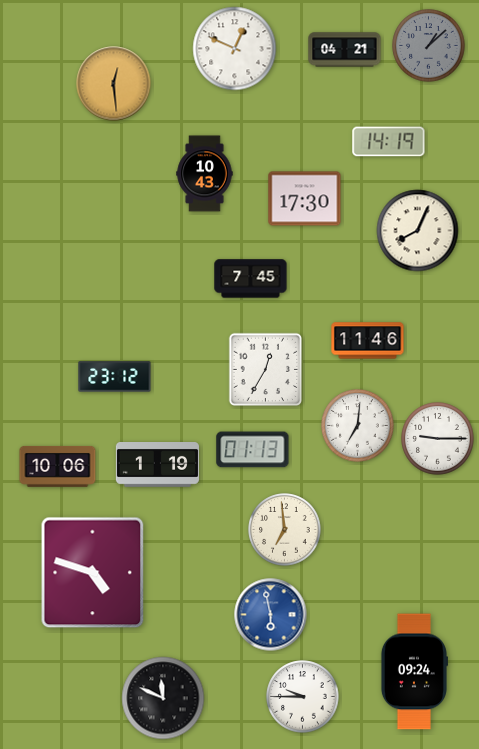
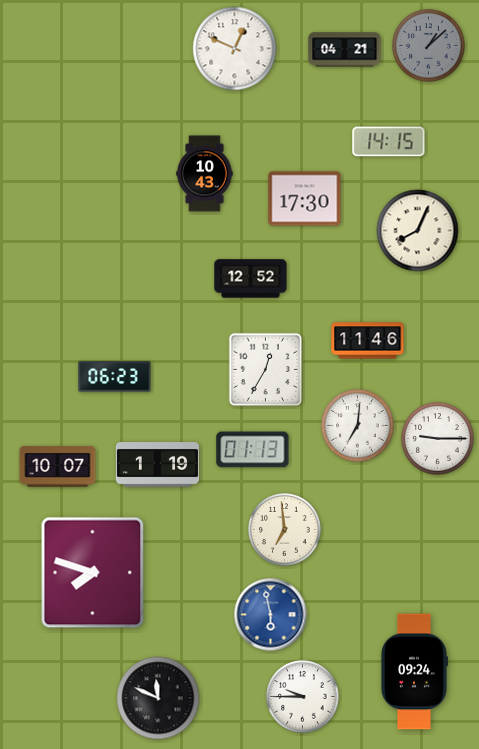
clock at (114, 84): 12:29 -> none
clock at (389, 142): 14:19 -> 14:15
clock at (251, 279): 7:45 -> 12:52
clock at (115, 377): 23:12 -> 06:23
clock at (58, 466): 10:06 -> 10:07
clock at (93, 573): 4:48 -> 7:48
clock at (163, 698) position: (163, 698) -> (158, 698)
